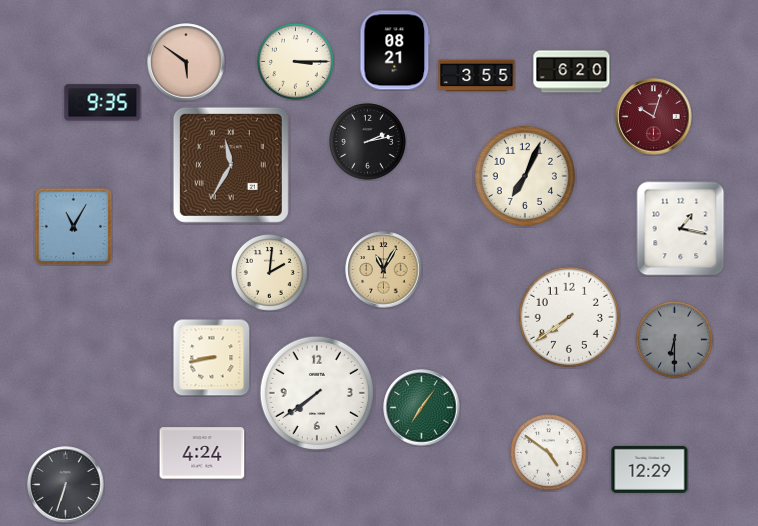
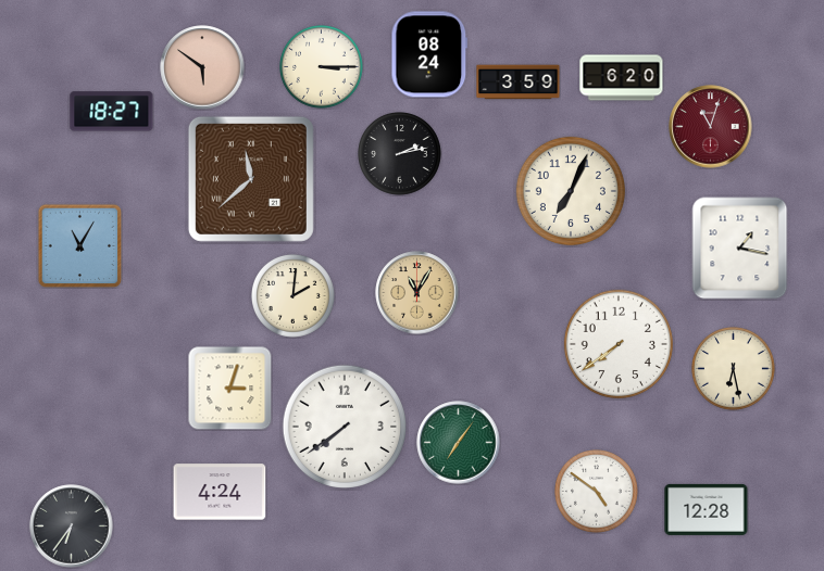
clock at (395, 50): 08:21 -> 08:24
clock at (477, 76): 3:55 -> 3:59
clock at (103, 103): 9:35 -> 18:27
clock at (654, 117): 10:03 -> 11:03
clock at (231, 165): 11:35 -> 11:38
clock at (675, 340): 6:30 -> 6:28
clock at (675, 340) dial: grey -> cream
clock at (211, 357): 8:43 -> 3:03
clock at (650, 469): 12:29 -> 12:28
clock at (66, 485): 6:33 -> 6:36
